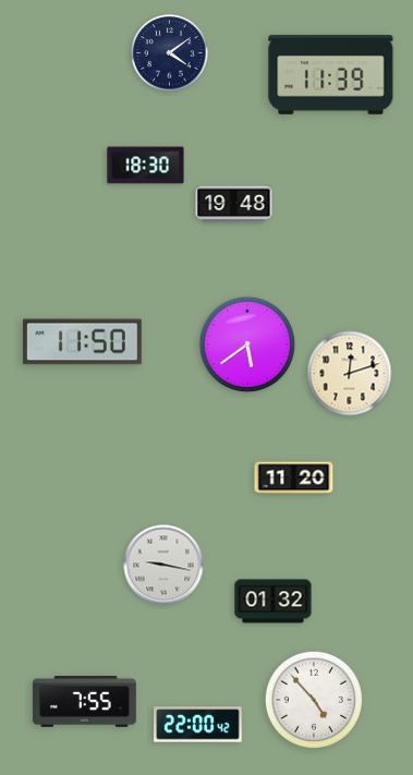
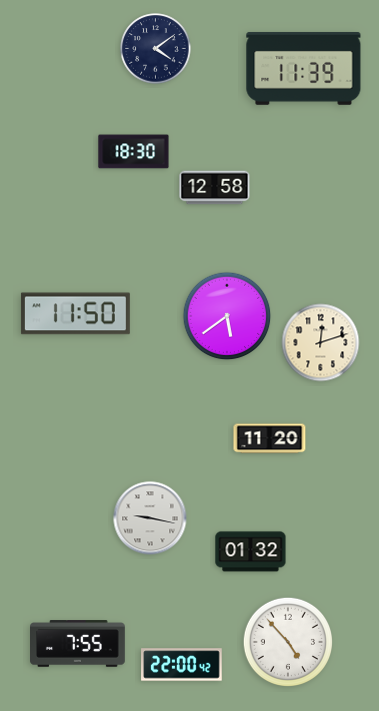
clock at (234, 205): 19:48 -> 12:58
